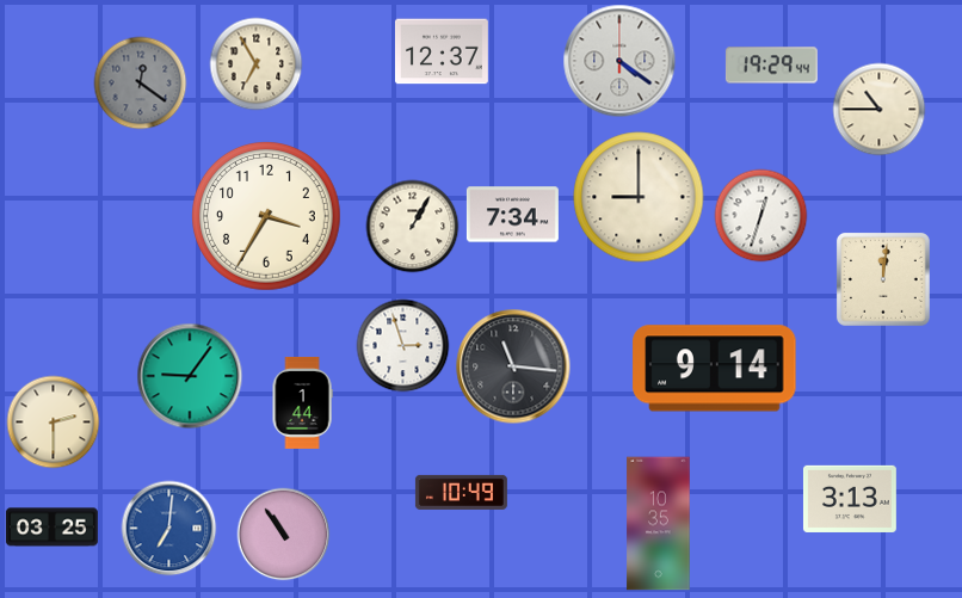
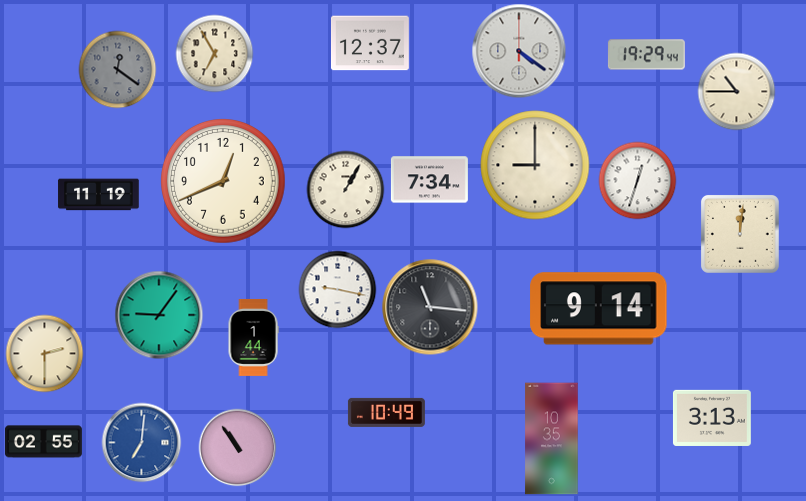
clock at (267, 217): 3:35 -> 12:41
clock at (99, 195): none -> 11:19
clock at (402, 345): 2:57 -> 9:17
clock at (51, 528): 03:25 -> 02:55
